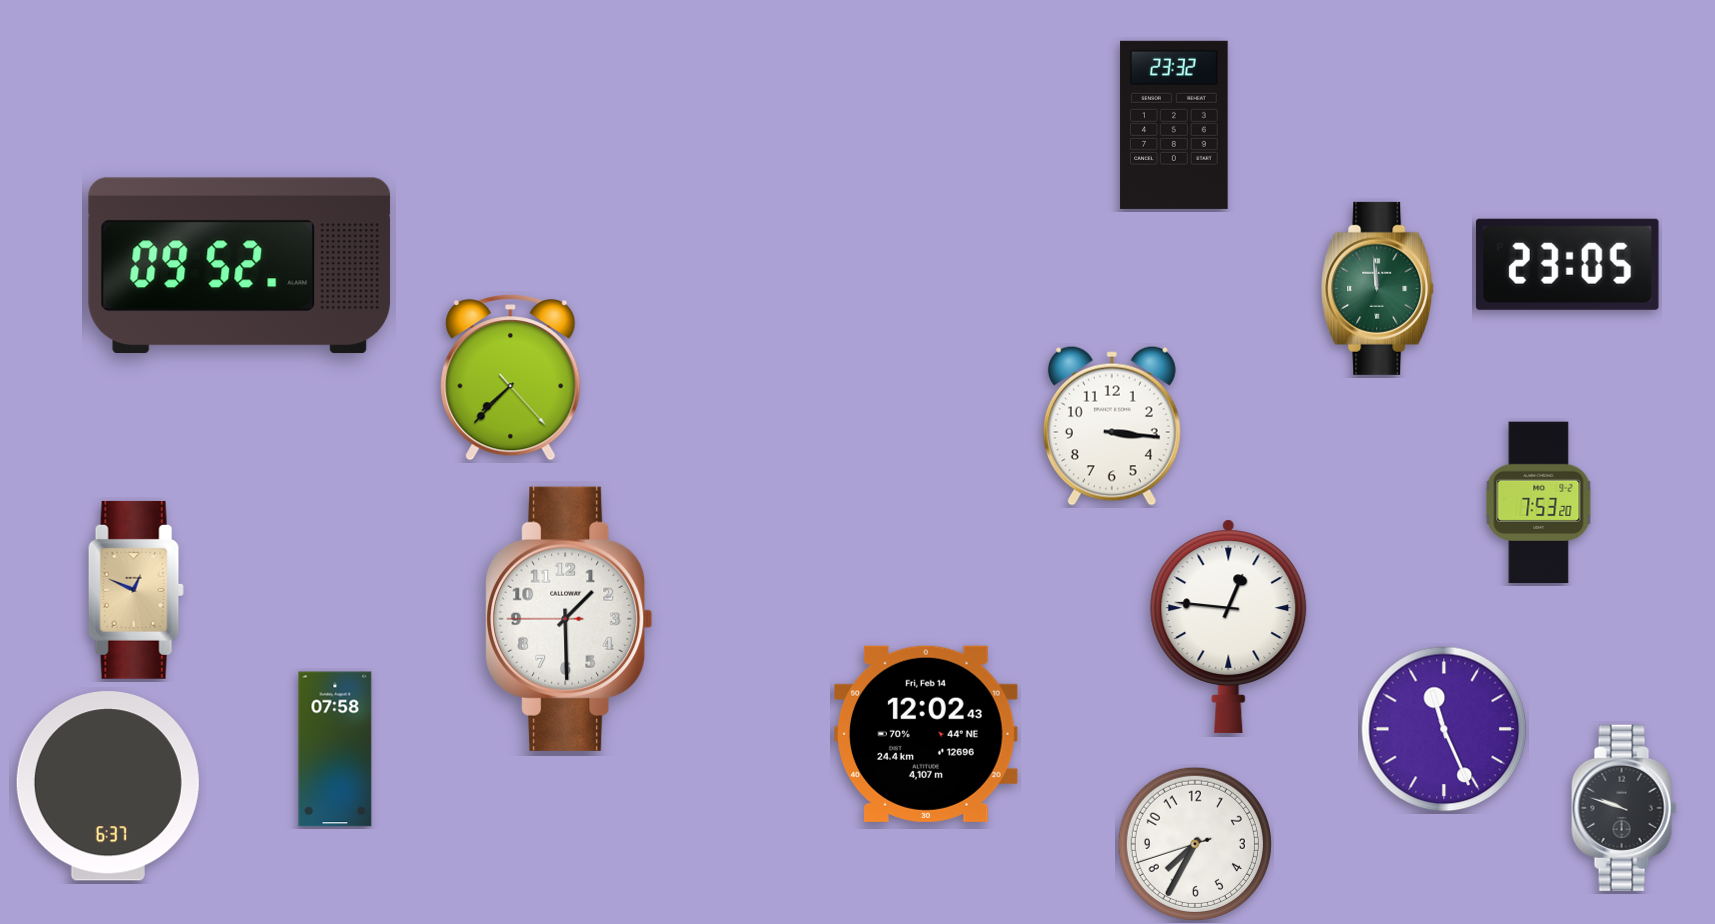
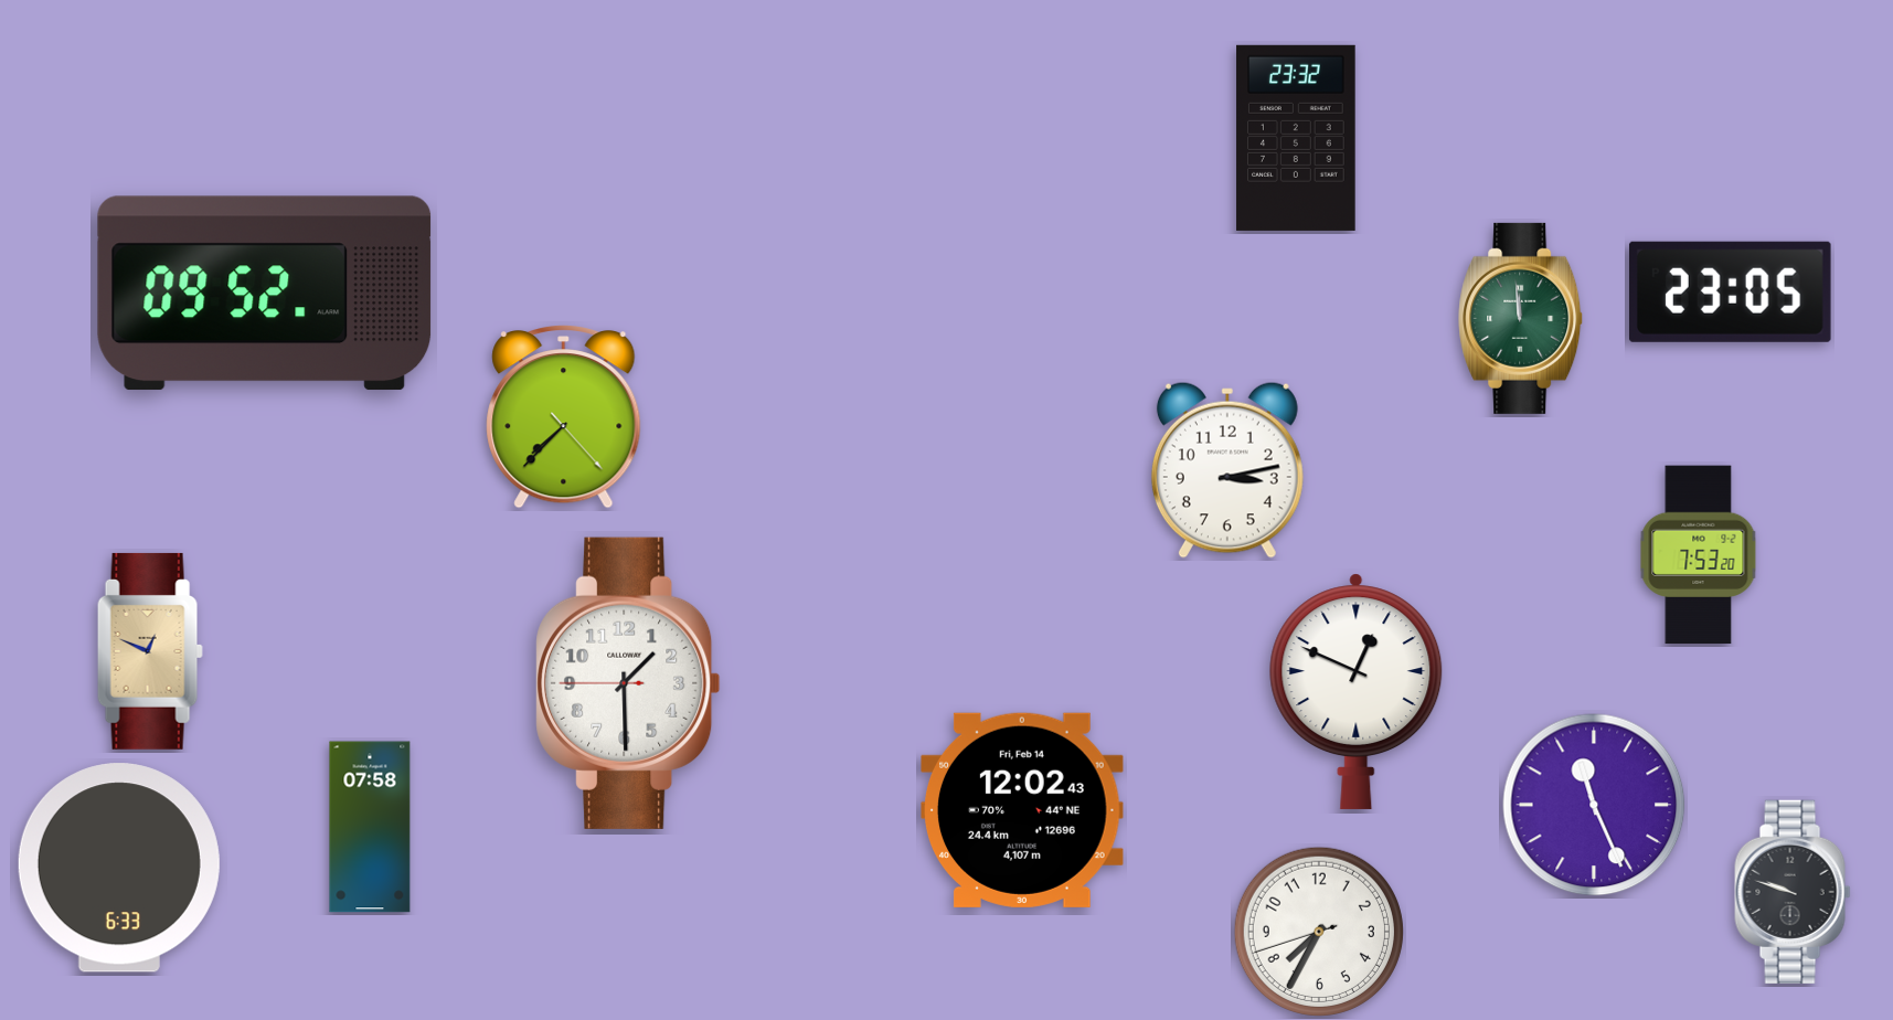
clock at (1112, 426): 3:16 -> 3:13
clock at (1229, 626): 12:46 -> 12:49
clock at (108, 786): 6:37 -> 6:33
